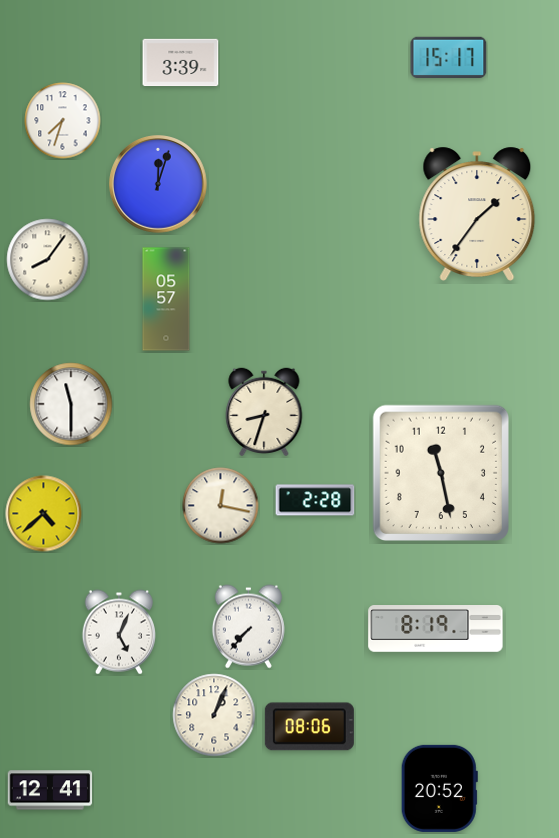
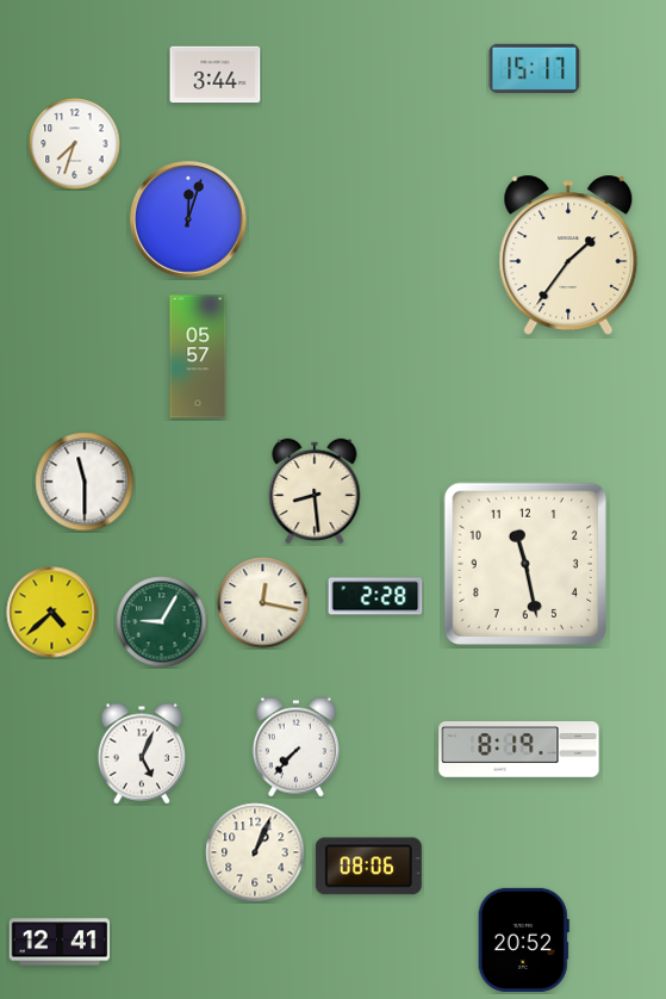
clock at (181, 63): 3:39 -> 3:44
clock at (48, 260): 8:06 -> none
clock at (264, 412): 8:33 -> 8:29
clock at (162, 622): none -> 9:05
